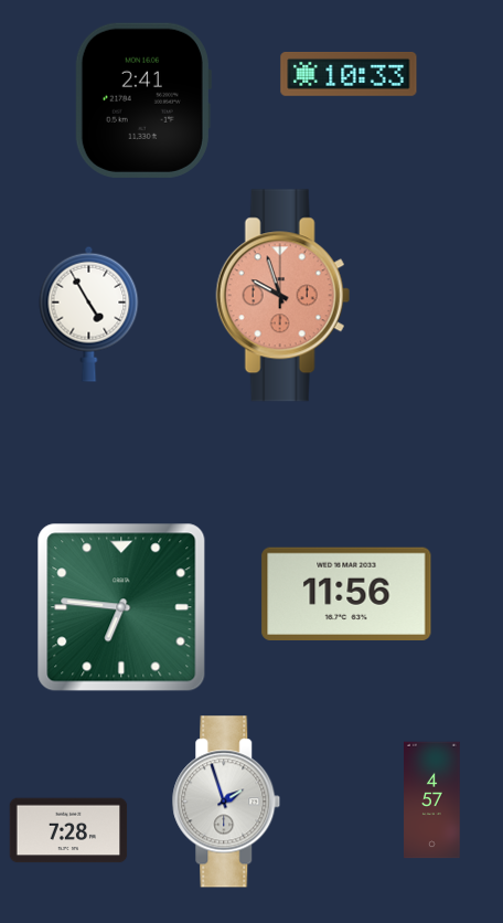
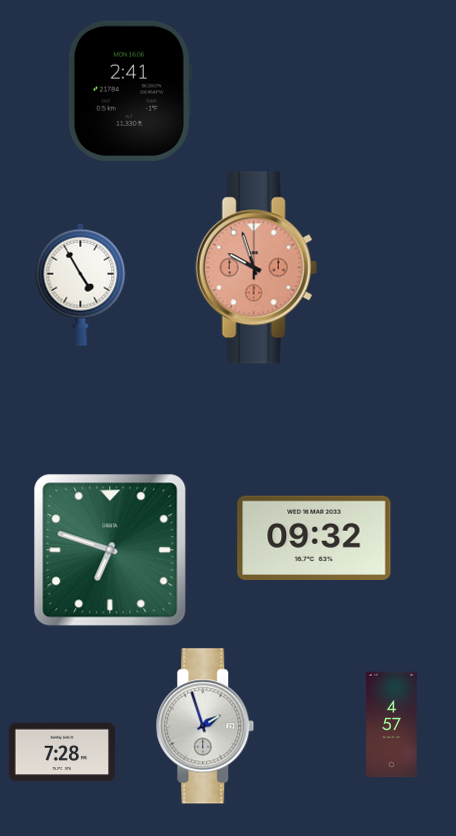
clock at (349, 74): 10:33 -> none
clock at (346, 593): 11:56 -> 09:32
clock at (121, 607): 6:46 -> 6:48
